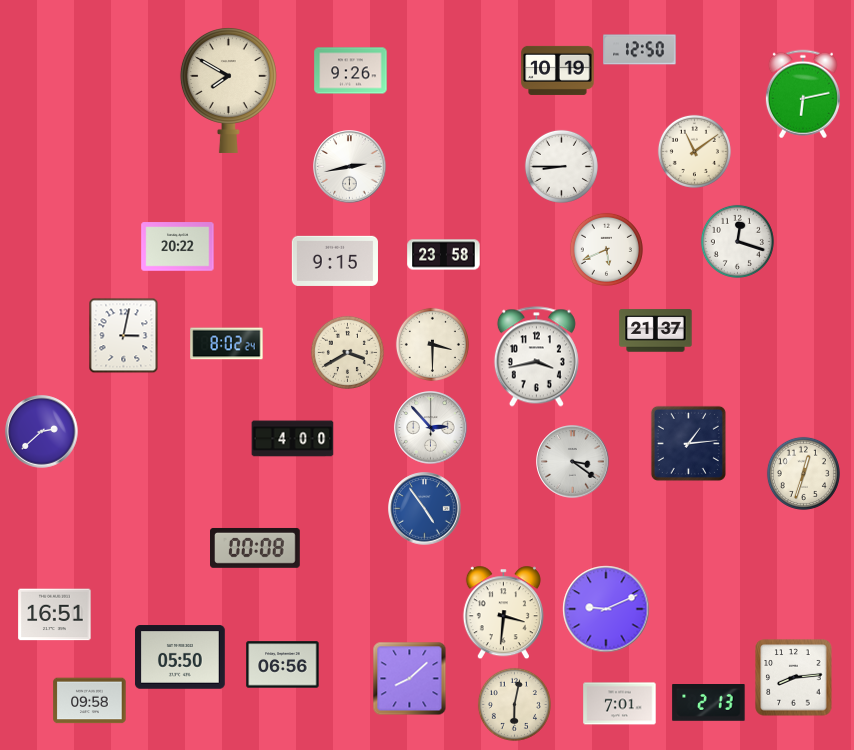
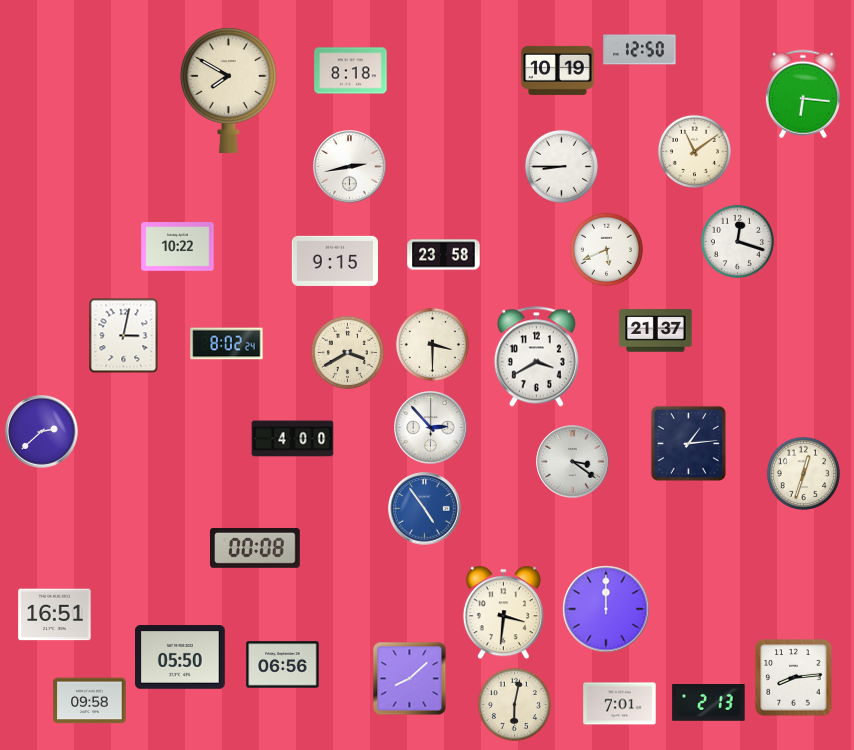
clock at (351, 71): 9:26 -> 8:18
clock at (803, 94): 6:13 -> 6:16
clock at (178, 247): 20:22 -> 10:22
clock at (536, 357): 3:43 -> 3:40
clock at (606, 609): 9:11 -> 12:00
